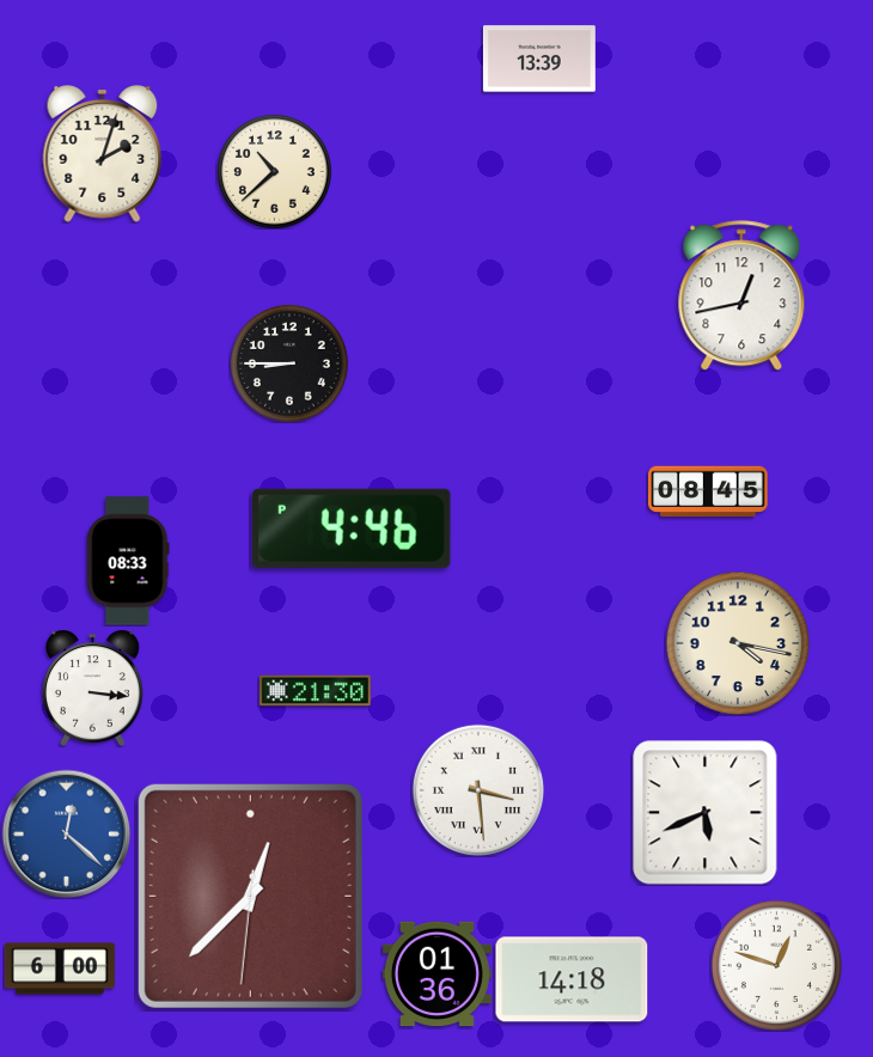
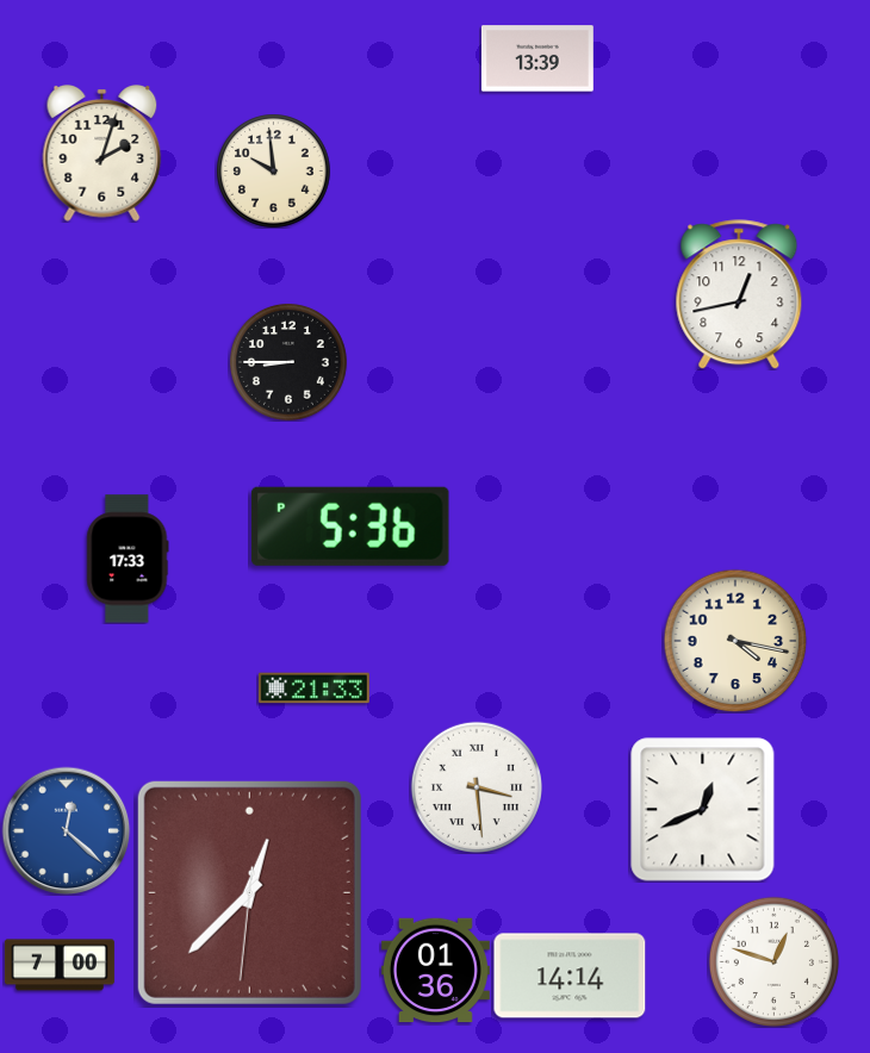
clock at (274, 171): 10:38 -> 9:59
clock at (708, 491): 08:45 -> none
clock at (352, 528): 4:46 -> 5:36
clock at (128, 561): 08:33 -> 17:33
clock at (92, 688): 3:16 -> none
clock at (315, 691): 21:30 -> 21:33
clock at (706, 813): 5:41 -> 12:41
clock at (60, 969): 6:00 -> 7:00
clock at (572, 979): 14:18 -> 14:14
